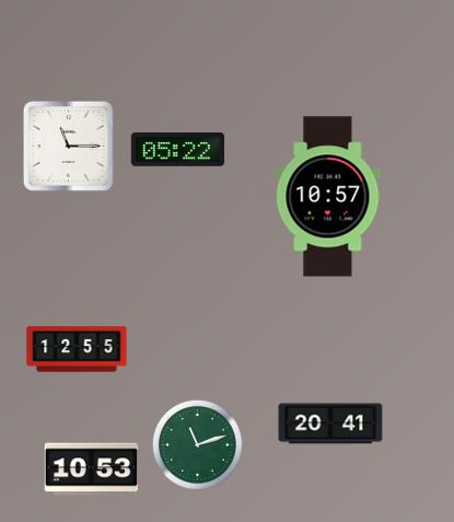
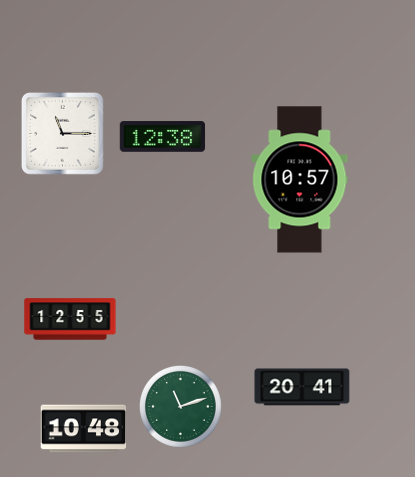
clock at (178, 150): 05:22 -> 12:38
clock at (92, 469): 10:53 -> 10:48
